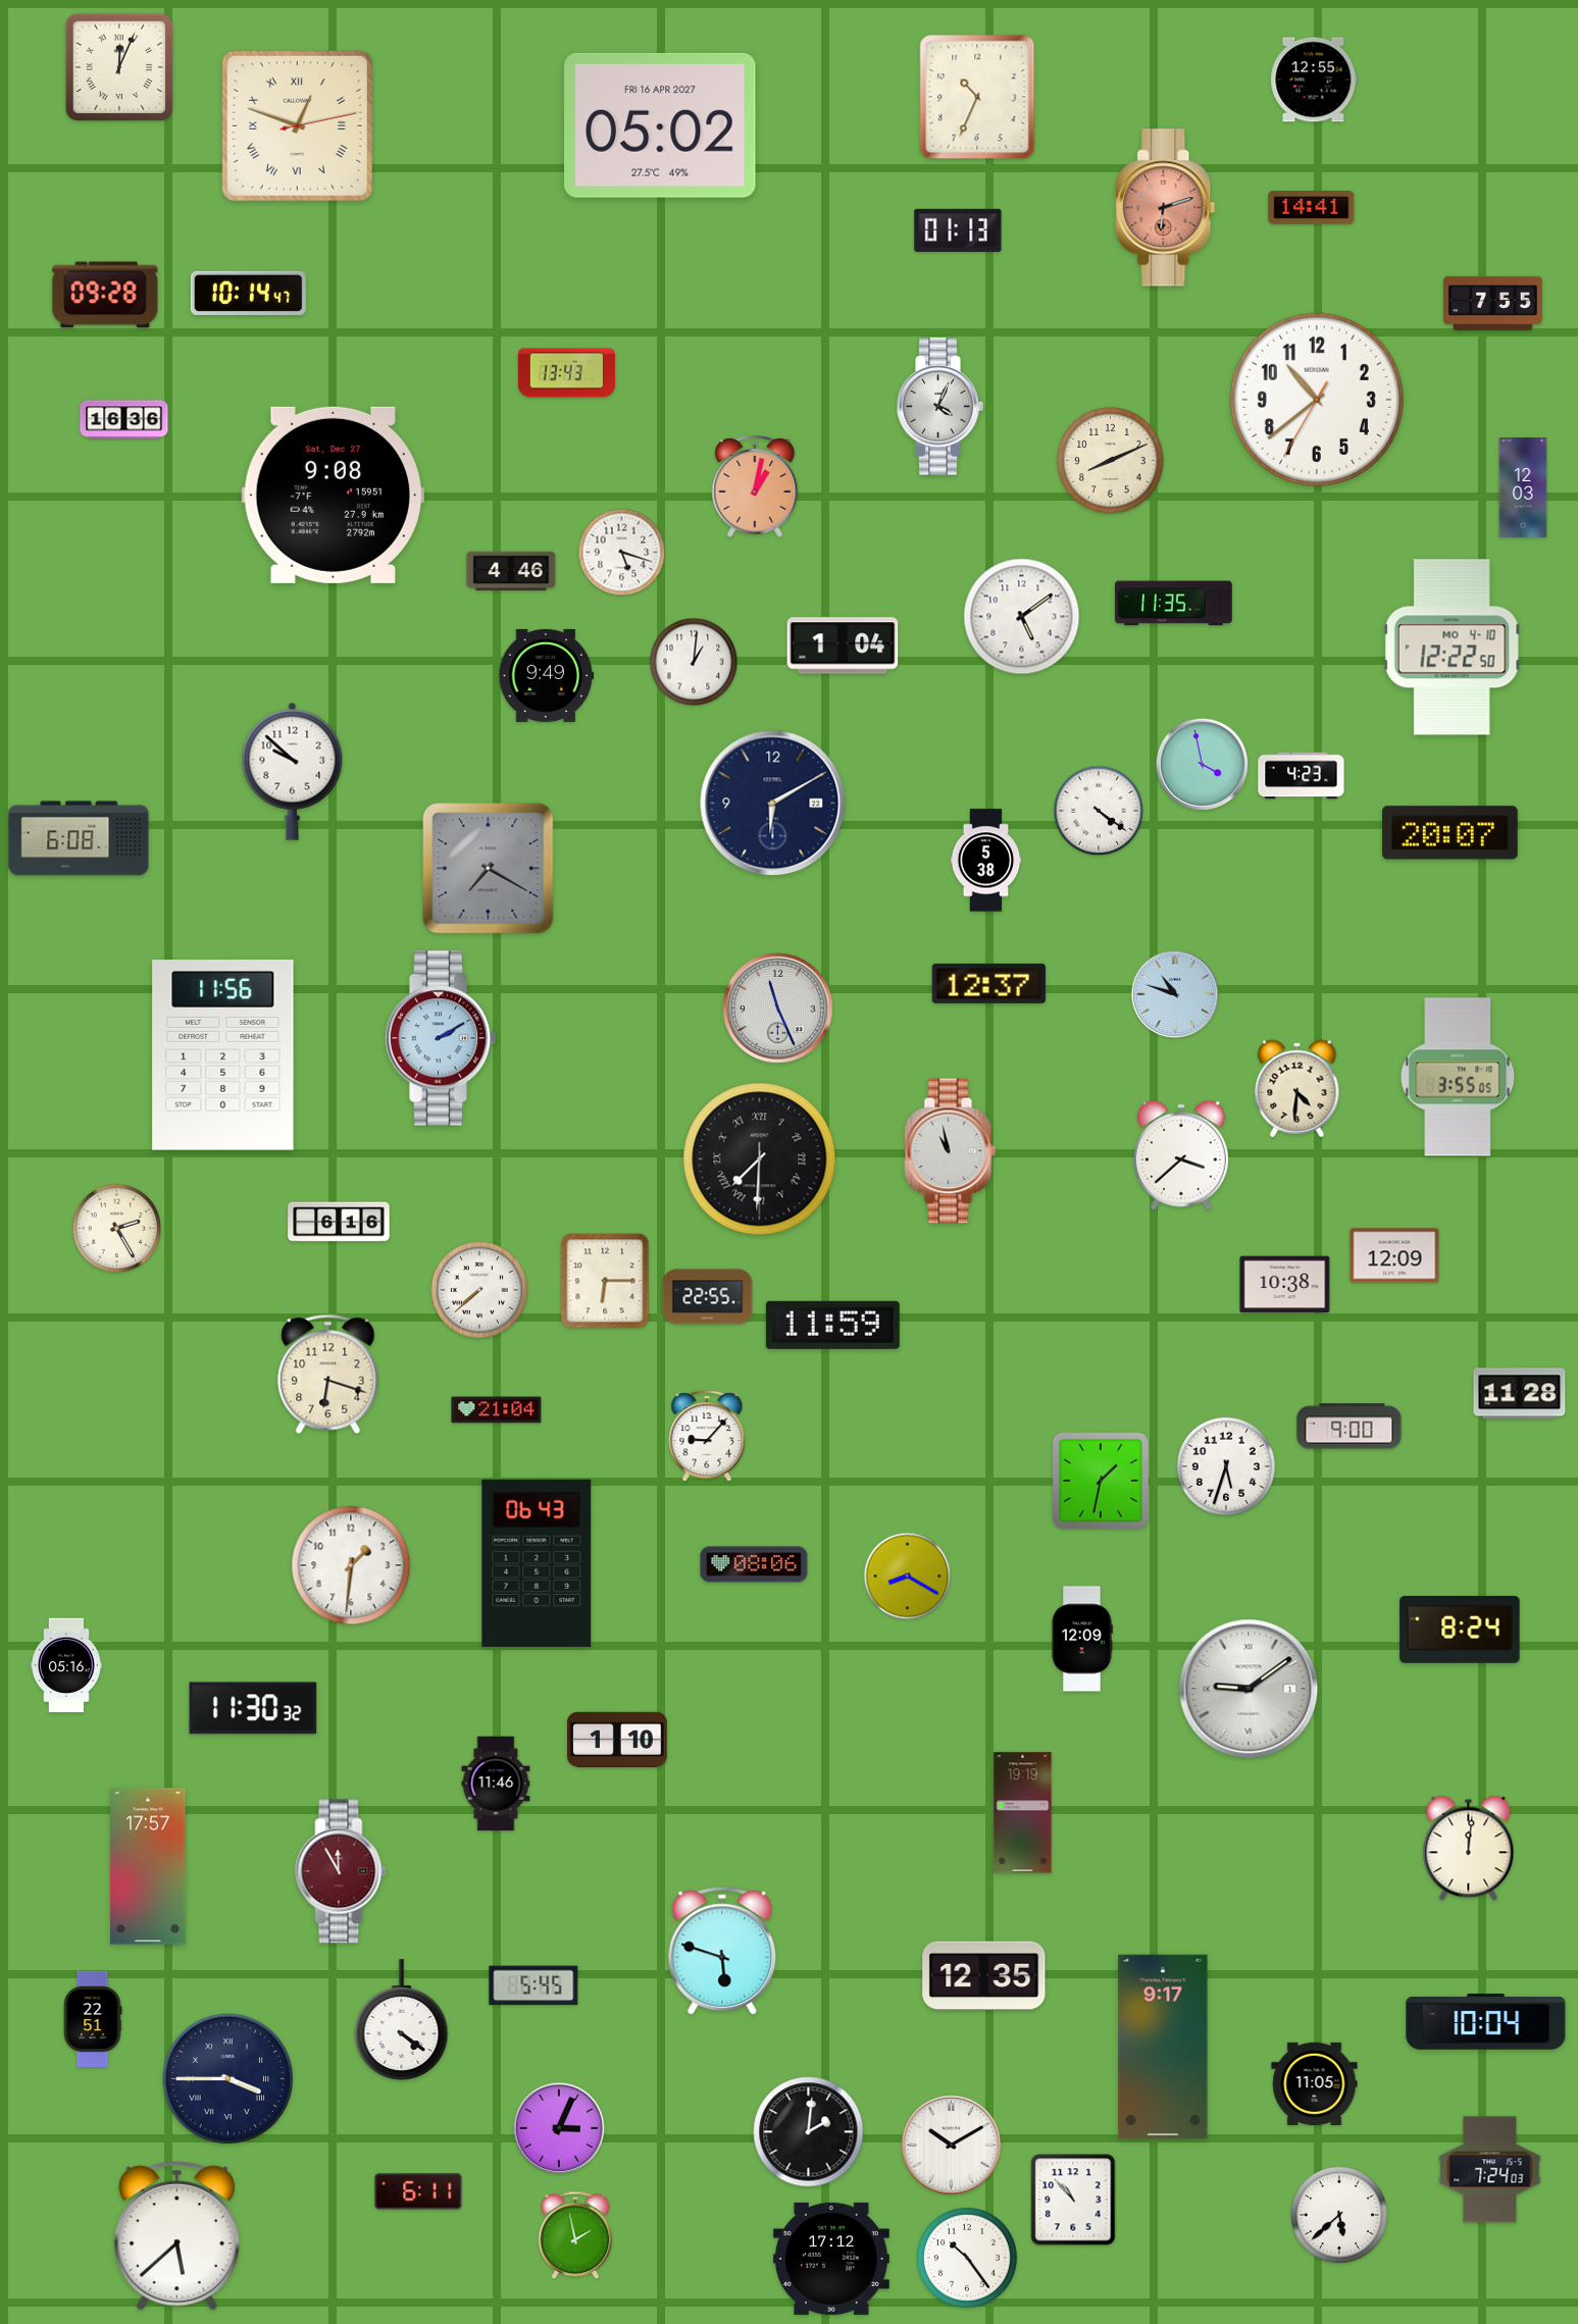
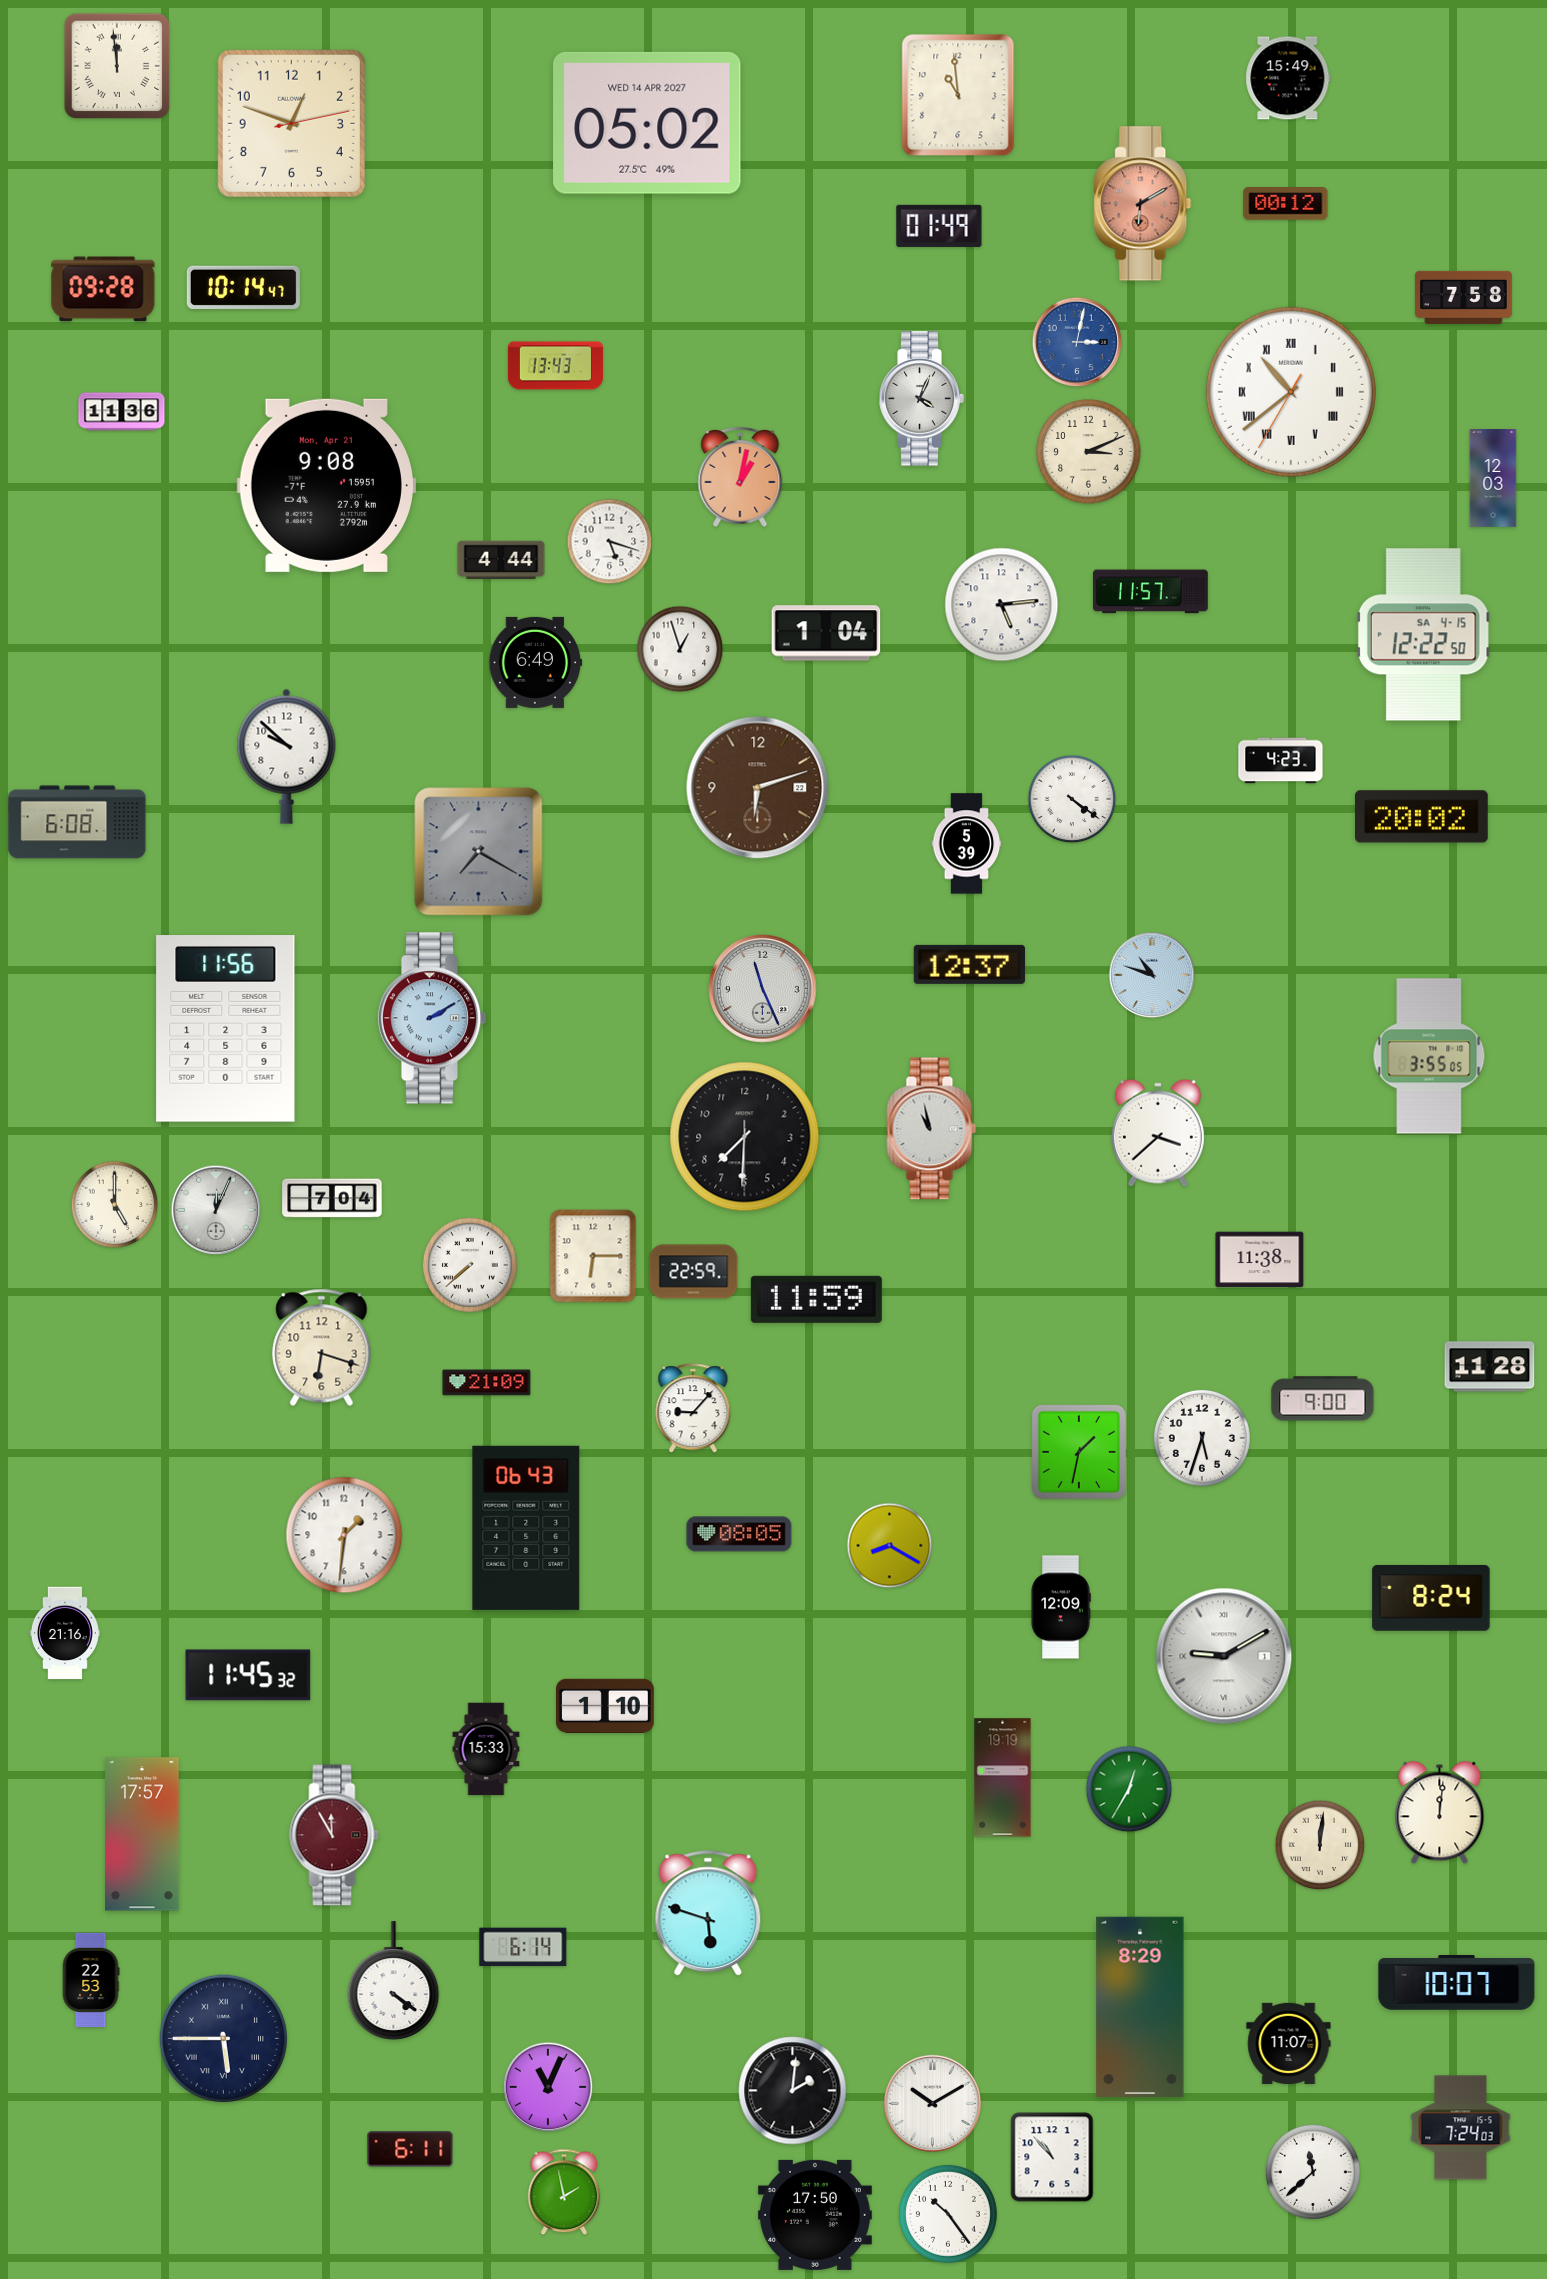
clock at (119, 67): 12:04 -> 11:59
clock at (1314, 80): 12:55 -> 15:49
clock at (977, 97): 10:34 -> 10:59
clock at (297, 125) numerals: Roman -> Arabic
clock at (660, 125) date: FRI 16 APR 2027 -> WED 14 APR 2027
clock at (1166, 208): 6:12 -> 6:10
clock at (1312, 208): 14:41 -> 00:12
clock at (958, 230): 01:13 -> 01:49
clock at (1492, 303): 7:55 -> 7:58
clock at (1077, 342): none -> 3:02
clock at (1317, 400) numerals: Arabic -> Roman
clock at (124, 420): 16:36 -> 11:36
clock at (1111, 461): 8:11 -> 3:11
clock at (333, 495) date: Sat, Dec 27 -> Mon, Apr 21
clock at (511, 570): 4:46 -> 4:44
clock at (1174, 604): 11:35 -> 11:57
clock at (1022, 617): 5:09 -> 5:14
clock at (1452, 648) date: MO 4-10 -> SA 4-15
clock at (694, 662): 1:01 -> 12:57
clock at (547, 675): 9:49 -> 6:49
clock at (1203, 765): 3:58 -> none
clock at (1302, 776) position: (1302, 776) -> (1281, 761)
clock at (773, 804): 6:10 -> 6:12
clock at (773, 804) dial: navy -> brown
clock at (1099, 811) position: (1099, 811) -> (1072, 799)
clock at (1450, 833): 20:07 -> 20:02
clock at (986, 861): 5:38 -> 5:39
clock at (223, 1055) position: (223, 1055) -> (226, 1029)
clock at (1297, 1089): 4:31 -> none
clock at (760, 1159) numerals: Roman -> Arabic
clock at (339, 1222): 6:16 -> 7:04
clock at (117, 1229): 2:25 -> 5:00
clock at (216, 1210): none -> 12:04
clock at (1394, 1255): 12:09 -> none
clock at (1285, 1285): 10:38 -> 11:38
clock at (708, 1297): 22:55 -> 22:59
clock at (497, 1410): 21:04 -> 21:09
clock at (537, 1563) position: (537, 1563) -> (526, 1528)
clock at (754, 1564): 08:06 -> 08:05
clock at (66, 1665): 05:16 -> 21:16
clock at (1249, 1689): 9:09 -> 9:10
clock at (253, 1708): 11:30 -> 11:45
clock at (496, 1784): 11:46 -> 15:33
clock at (1129, 1789): none -> 12:35
clock at (148, 1866) position: (148, 1866) -> (142, 1834)
clock at (1320, 1845): none -> 12:01
clock at (984, 1976): 12:35 -> none
clock at (533, 1985): 5:45 -> 6:14
clock at (93, 2018): 22:51 -> 22:53
clock at (1486, 2022): 10:04 -> 10:07
clock at (1163, 2046): 9:17 -> 8:29
clock at (227, 2078): 3:45 -> 5:45
clock at (1315, 2083): 11:05 -> 11:07
clock at (559, 2128): 3:04 -> 11:04
clock at (1339, 2215): 5:38 -> 11:38
clock at (176, 2236): 5:38 -> none
clock at (831, 2259): 17:12 -> 17:50
